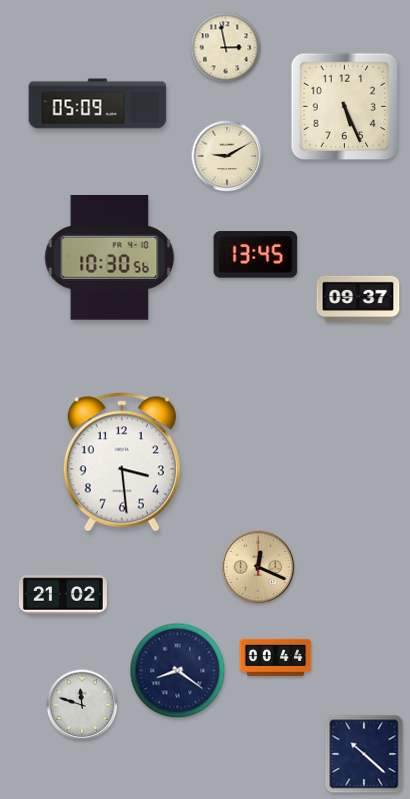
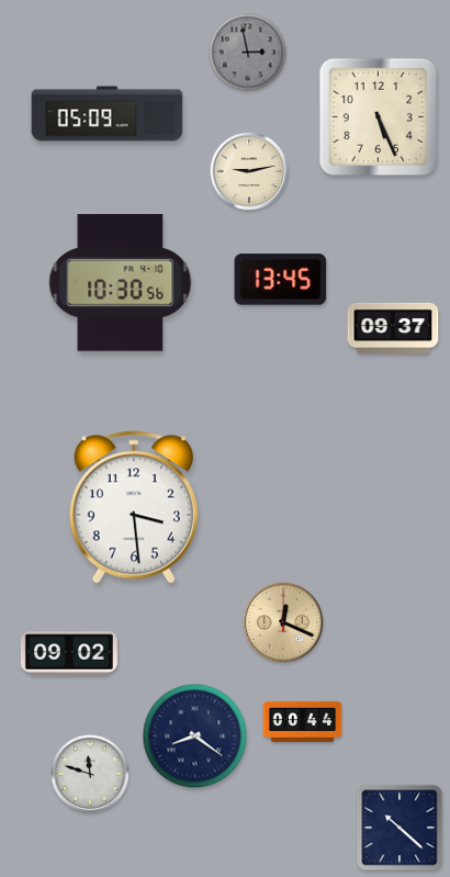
clock at (226, 48) dial: cream -> grey
clock at (227, 156): 9:10 -> 9:13
clock at (63, 595): 21:02 -> 09:02
